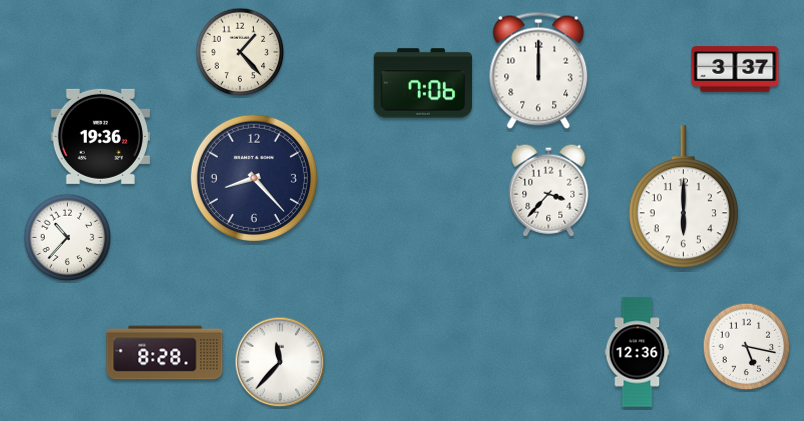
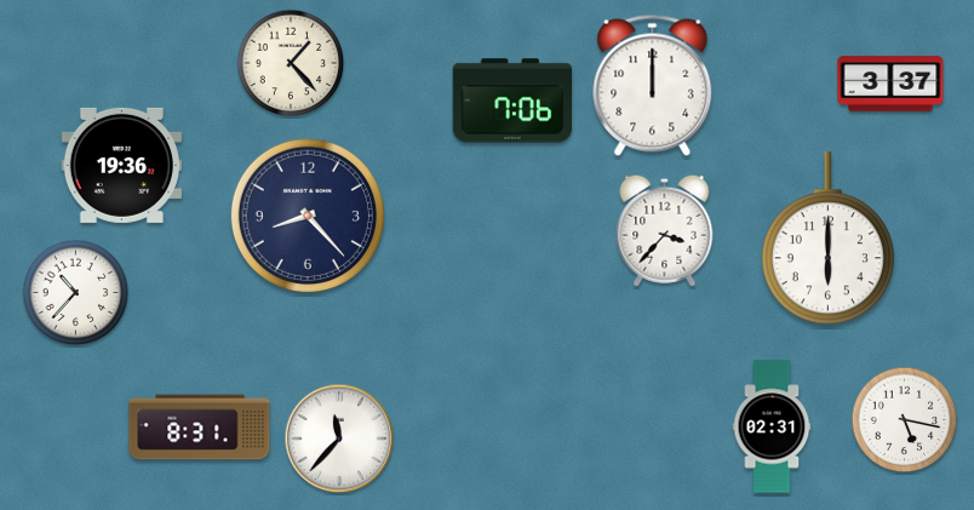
clock at (68, 238) position: (68, 238) -> (76, 293)
clock at (637, 352): 12:36 -> 02:31
clock at (165, 353): 8:28 -> 8:31
